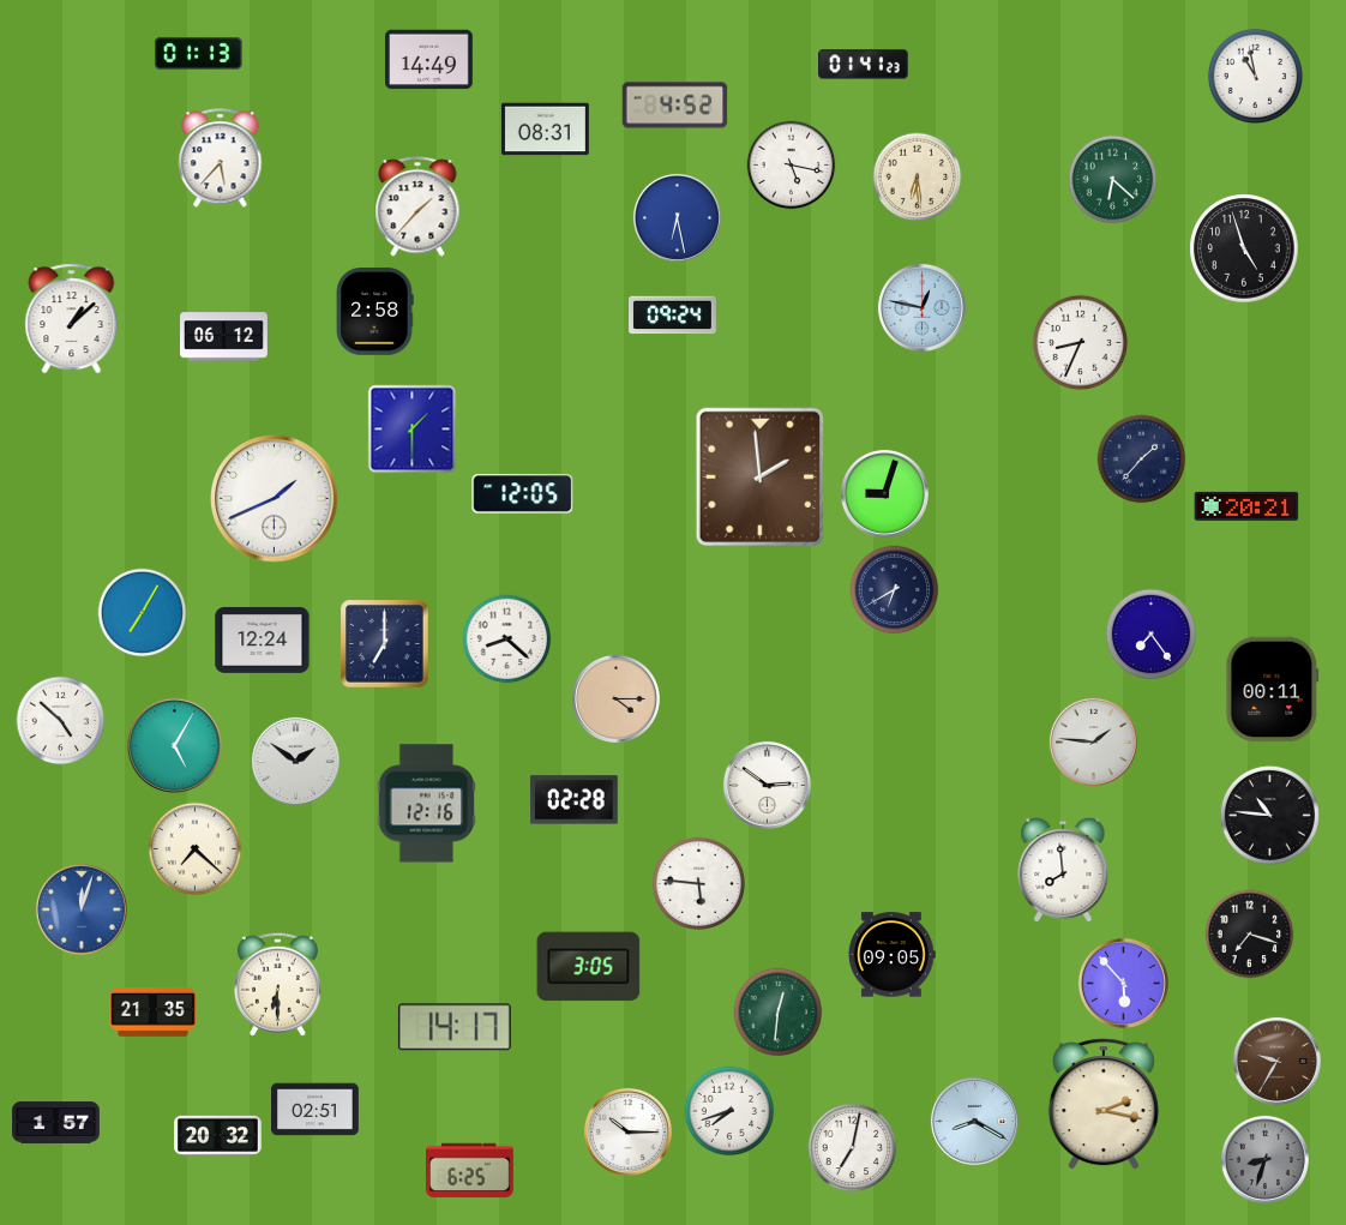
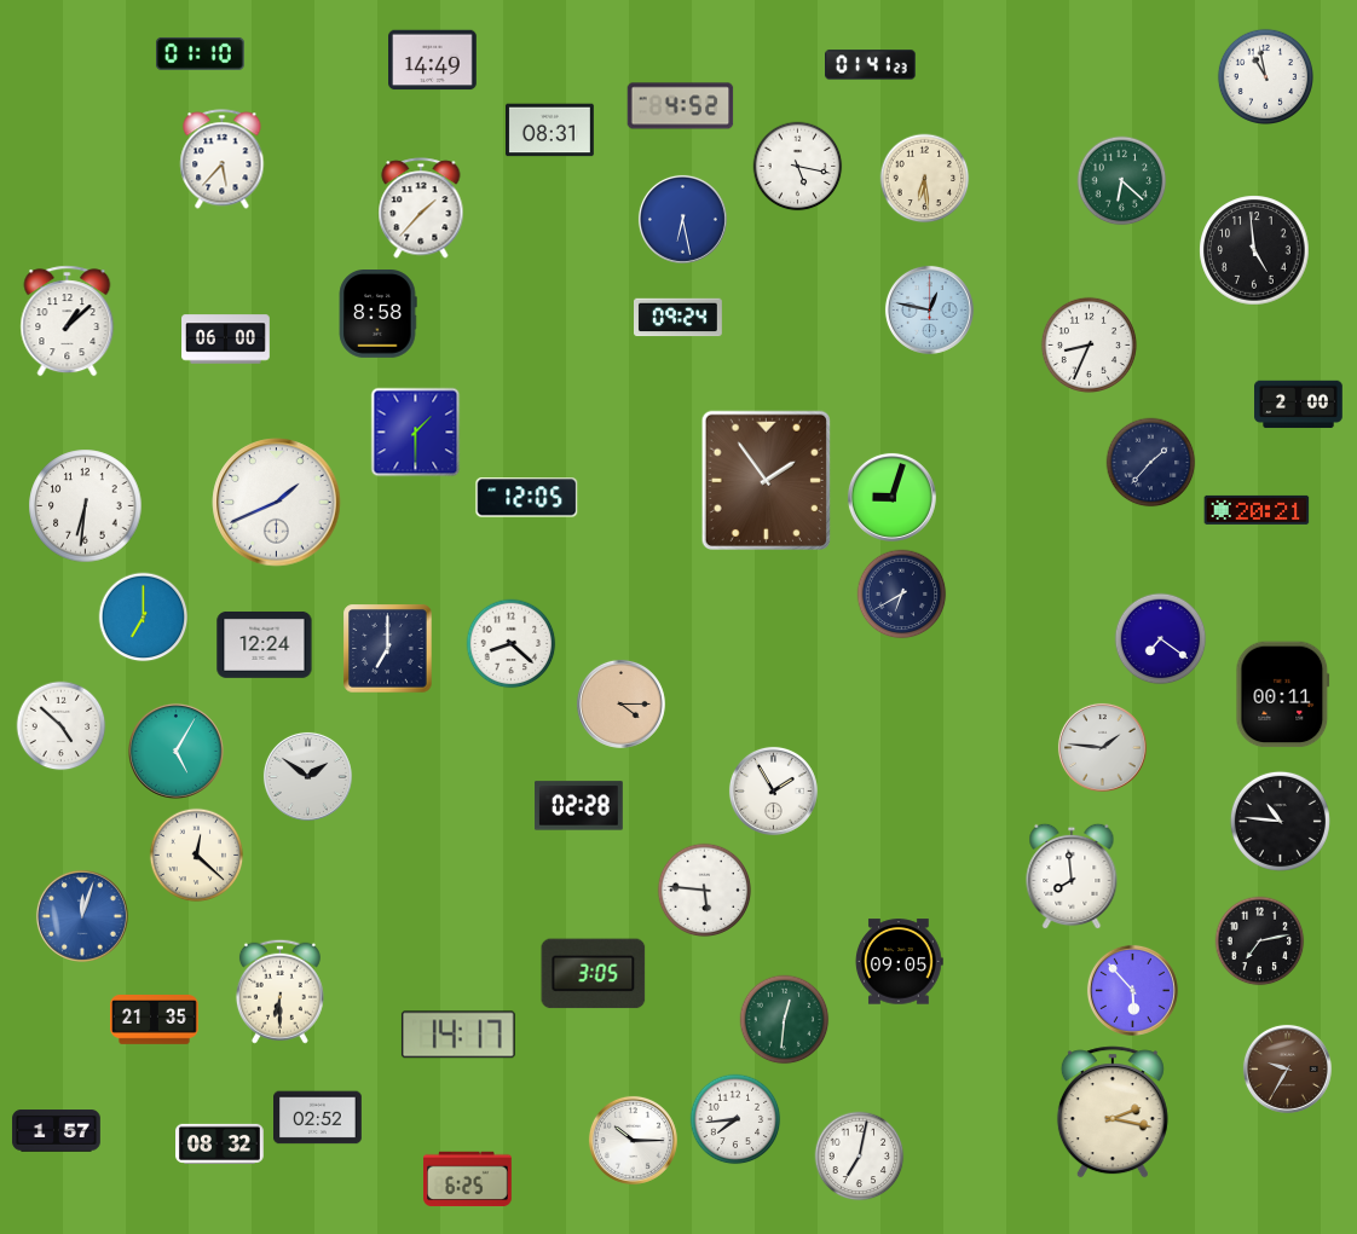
clock at (198, 53): 01:13 -> 01:10
clock at (1244, 248): 4:57 -> 4:59
clock at (374, 312): 2:58 -> 8:58
clock at (72, 319) position: (72, 319) -> (68, 321)
clock at (224, 337): 06:12 -> 06:00
clock at (1299, 405): none -> 2:00
clock at (759, 476): 1:59 -> 1:54
clock at (86, 506): none -> 6:31
clock at (143, 613): 7:05 -> 7:00
clock at (1152, 635): 7:24 -> 7:21
clock at (295, 761) position: (295, 761) -> (307, 776)
clock at (767, 785): 2:51 -> 1:55
clock at (427, 804): 12:16 -> none
clock at (196, 849): 7:22 -> 12:22
clock at (1250, 935): 7:18 -> 7:13
clock at (316, 1110): 02:51 -> 02:52
clock at (729, 1111): 7:42 -> 7:44
clock at (974, 1121): 8:20 -> none
clock at (218, 1135): 20:32 -> 08:32
clock at (1264, 1159): 8:33 -> none
clock at (470, 1171) position: (470, 1171) -> (468, 1180)
